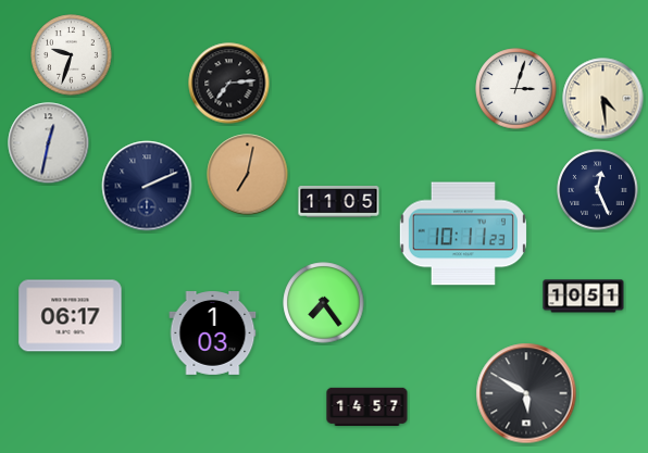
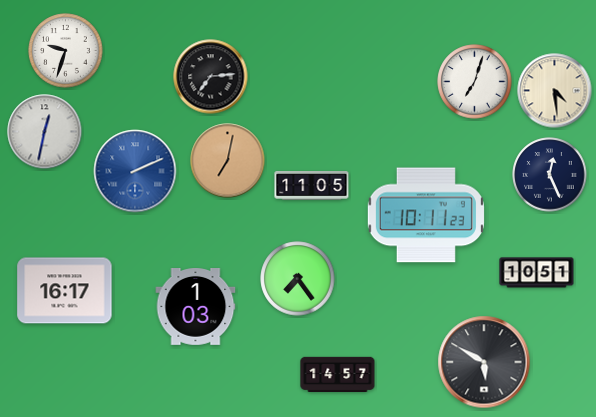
clock at (516, 89): 3:03 -> 7:03
clock at (147, 186) dial: navy -> blue
clock at (71, 316): 06:17 -> 16:17
